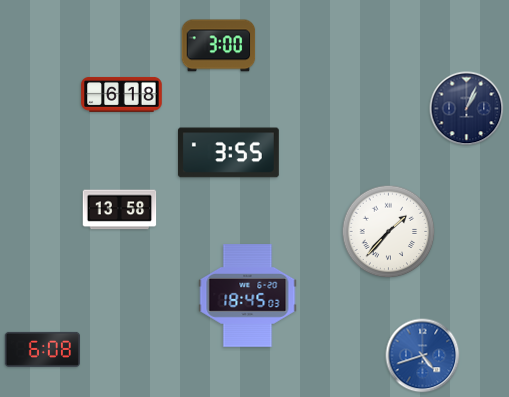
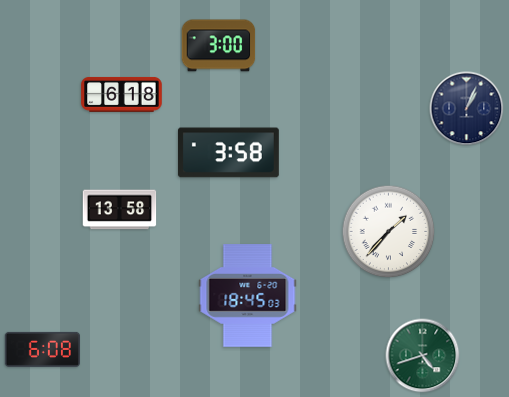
clock at (228, 153): 3:55 -> 3:58
clock at (423, 356) dial: blue -> green
